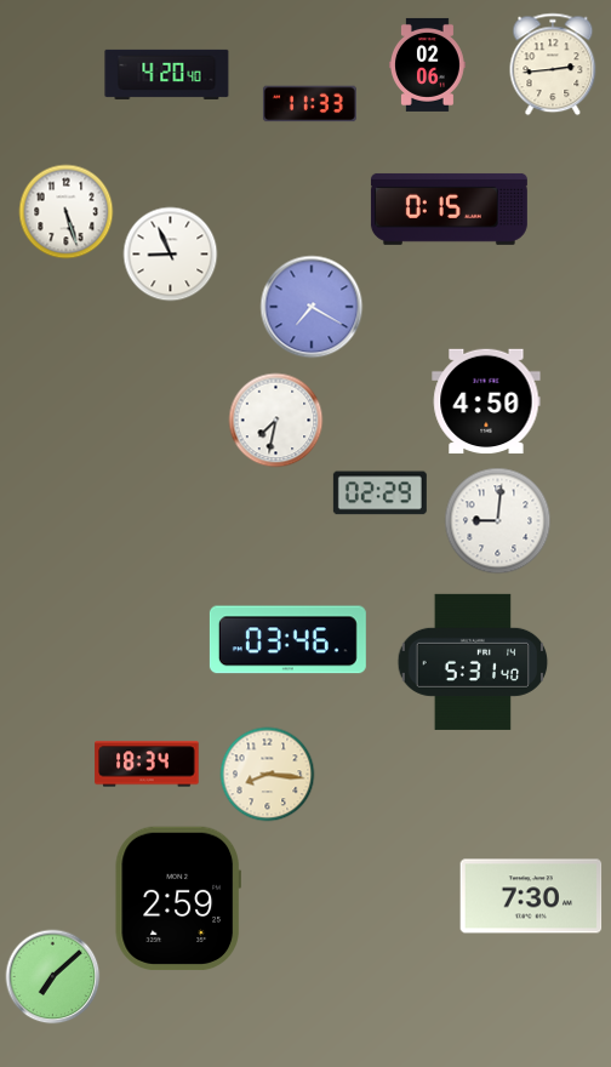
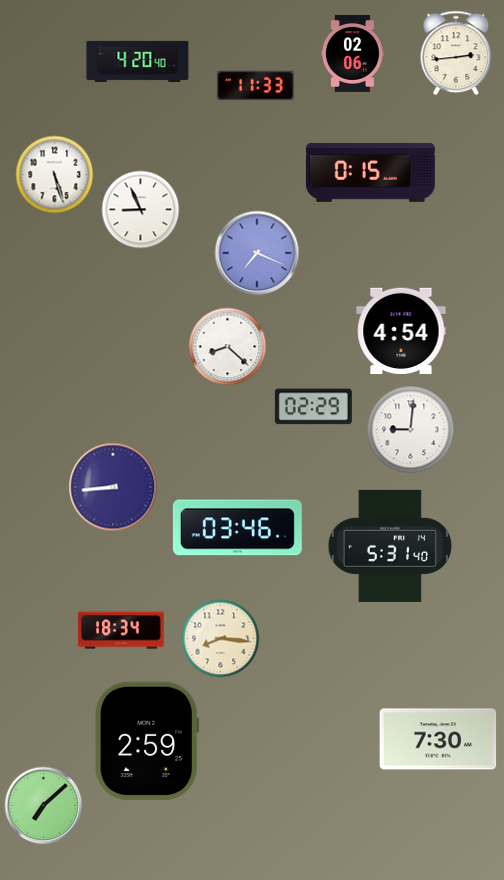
clock at (312, 307): 7:20 -> 7:19
clock at (486, 401): 4:50 -> 4:54
clock at (275, 420): 7:32 -> 8:22
clock at (113, 487): none -> 8:44
